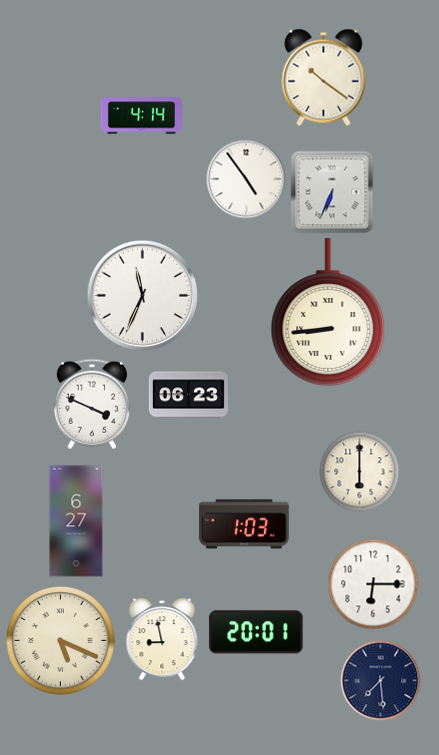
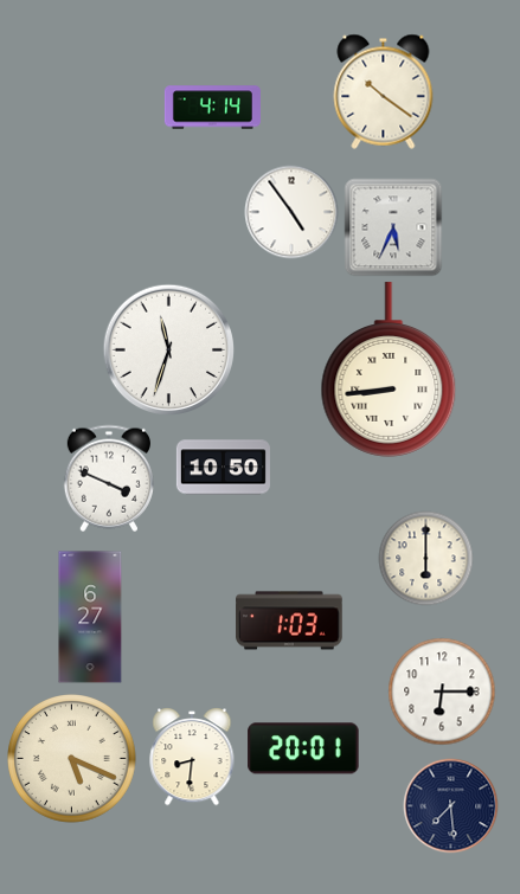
clock at (141, 116) position: (141, 116) -> (212, 108)
clock at (332, 192): 6:34 -> 5:34
clock at (142, 295): 11:34 -> 11:33
clock at (188, 395): 06:23 -> 10:50
clock at (162, 639): 8:58 -> 8:31
